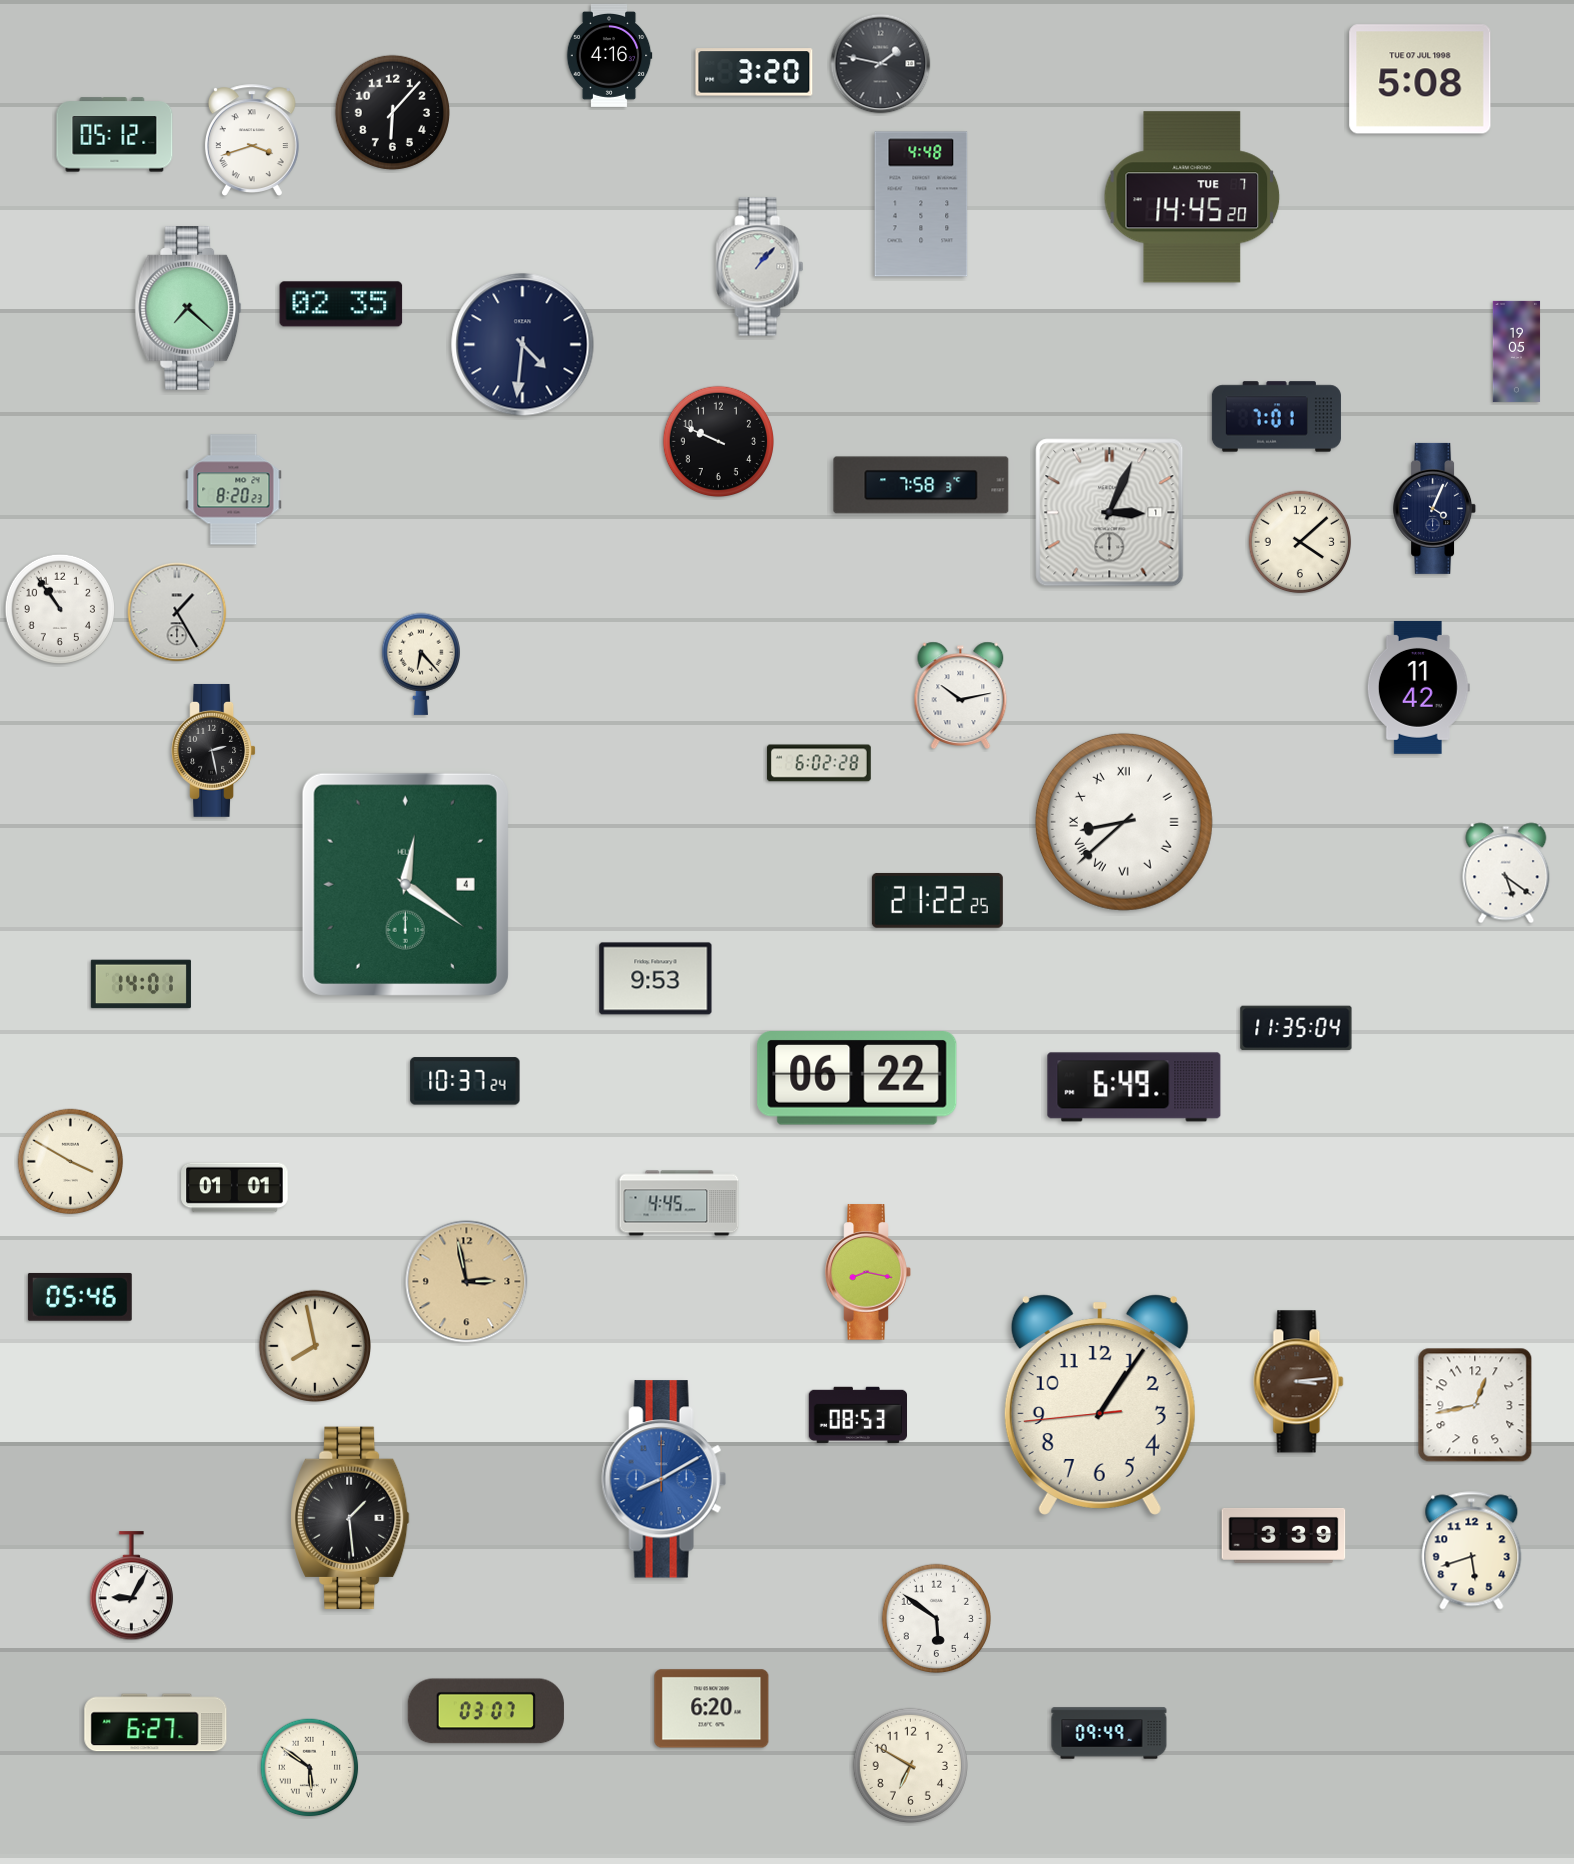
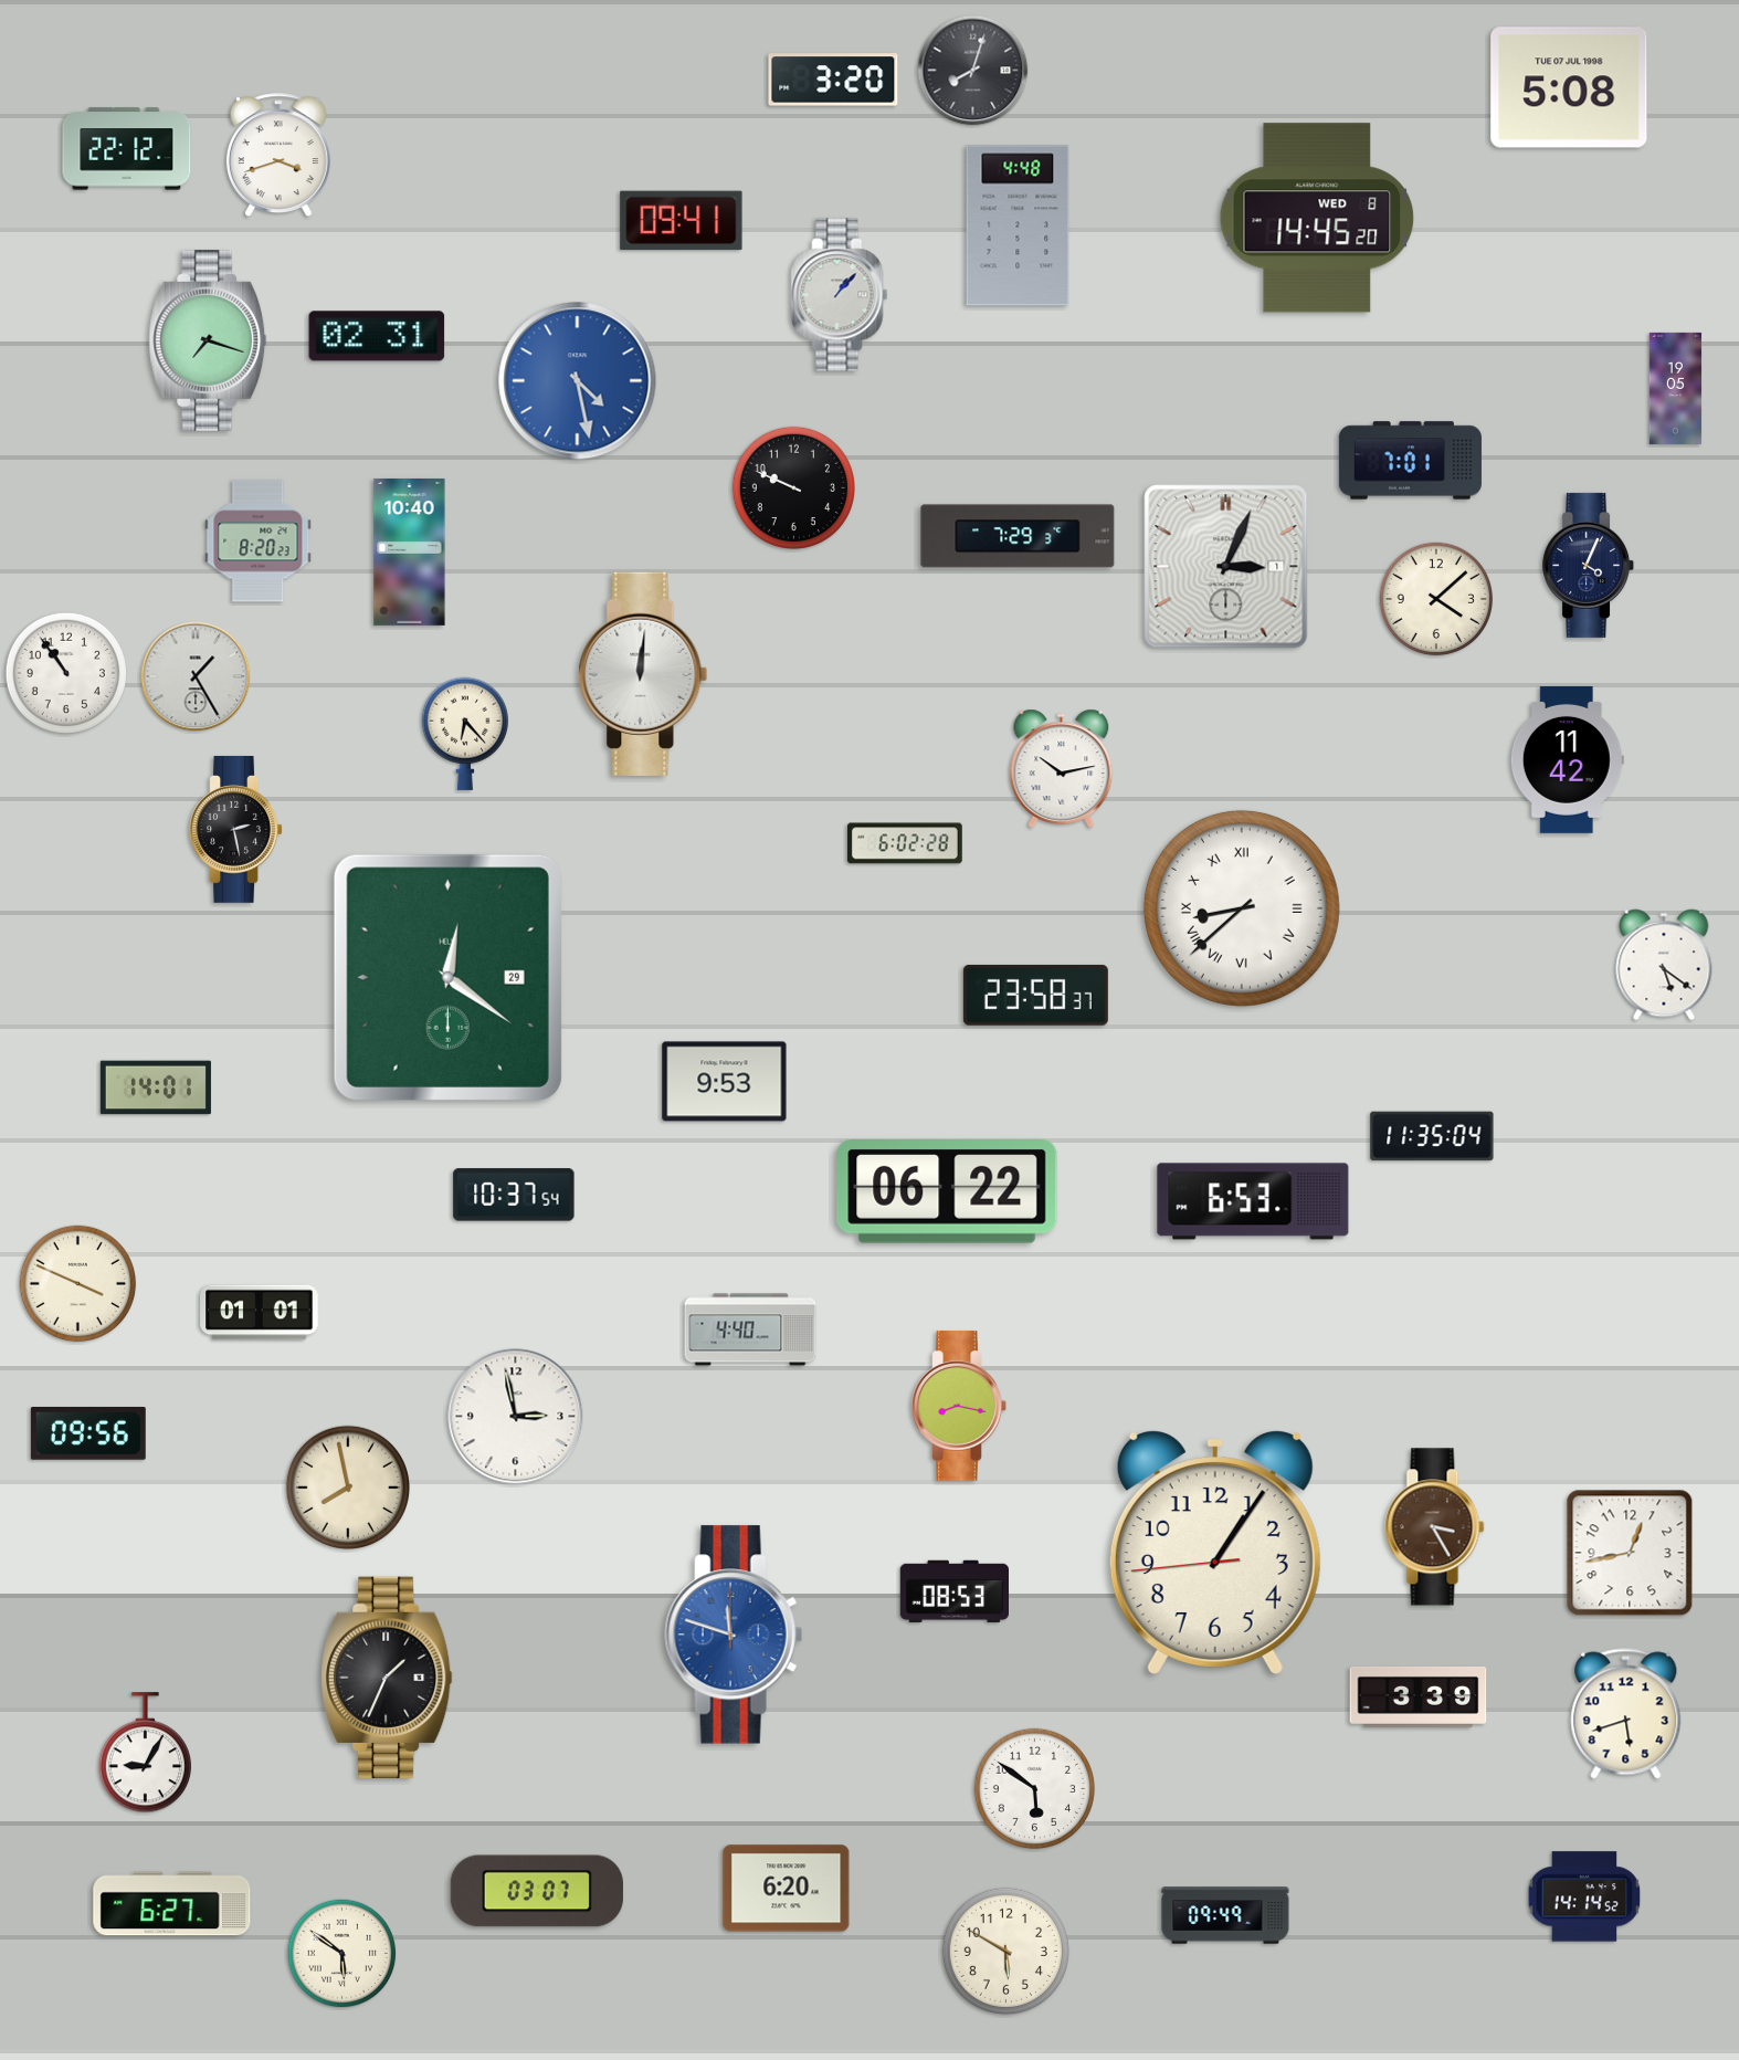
clock at (609, 55): 4:16 -> none
clock at (881, 64): 1:47 -> 8:03
clock at (392, 112): 6:07 -> none
clock at (115, 135): 05:12 -> 22:12
clock at (1192, 197) date: TUE 7 -> WED 8
clock at (682, 221): none -> 09:41
clock at (341, 304): 02:35 -> 02:31
clock at (188, 309): 7:22 -> 7:18
clock at (523, 345): 4:31 -> 4:28
clock at (523, 345) dial: navy -> blue
clock at (921, 485): 7:58 -> 7:29
clock at (410, 551): none -> 10:40
clock at (1435, 508) position: (1435, 508) -> (1589, 565)
clock at (643, 674): none -> 12:01
clock at (405, 884) date: 4 -> 29
clock at (937, 900): 21:22 -> 23:58
clock at (465, 1081): 10:37:24 -> 10:37:54
clock at (1134, 1087): 6:49 -> 6:53
clock at (71, 1162): 3:50 -> 3:49
clock at (679, 1203): 4:45 -> 4:40
clock at (467, 1282) dial: champagne -> white
clock at (80, 1297): 05:46 -> 09:56
clock at (1299, 1382): 3:14 -> 3:25
clock at (857, 1415) position: (857, 1415) -> (953, 1591)
clock at (664, 1479): 8:10 -> 11:48
clock at (350, 1518): 1:29 -> 1:34
clock at (1584, 1896): none -> 14:14
clock at (910, 1765): 6:50 -> 5:50
